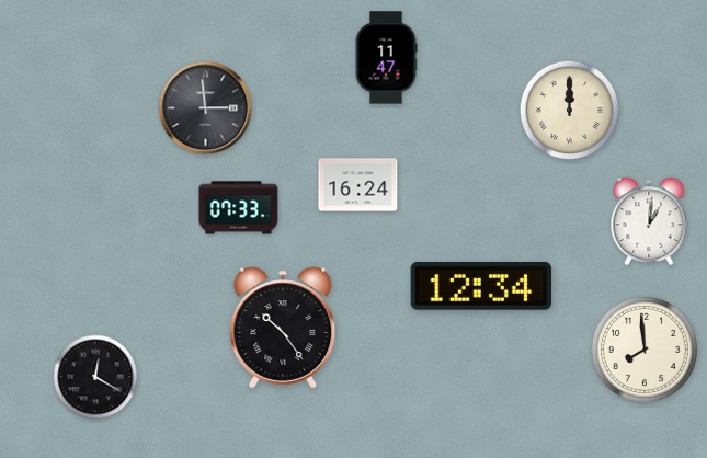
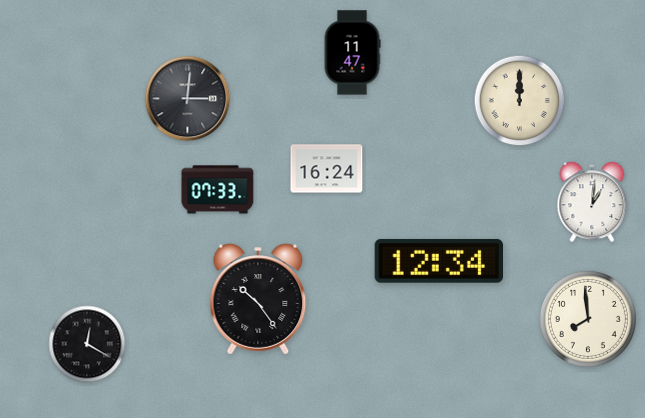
clock at (206, 108): 2:59 -> 3:01
